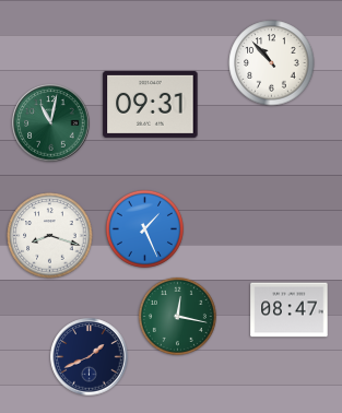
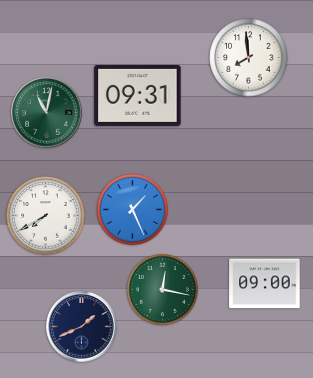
clock at (272, 63): 10:53 -> 7:59
clock at (50, 236): 8:18 -> 7:40
clock at (290, 310): 08:47 -> 09:00
